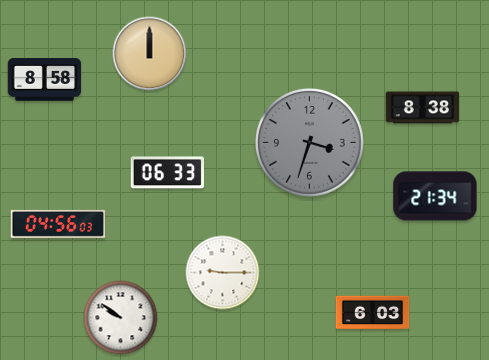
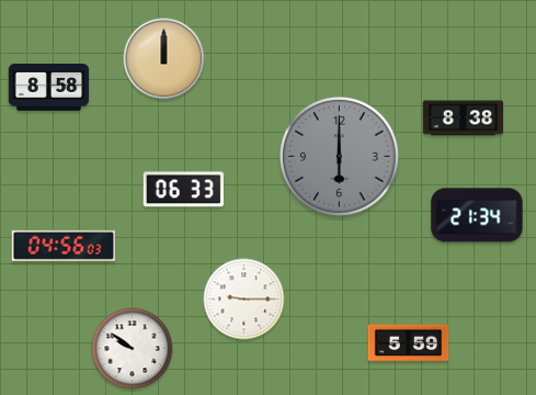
clock at (309, 142): 3:33 -> 6:00
clock at (373, 313): 6:03 -> 5:59
